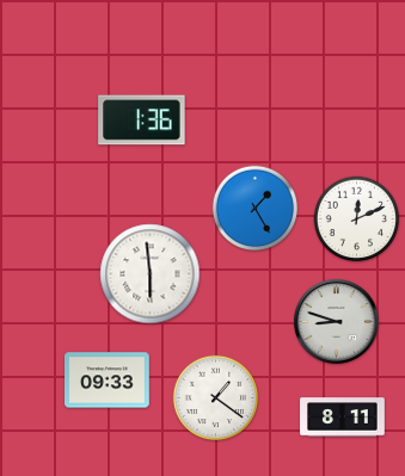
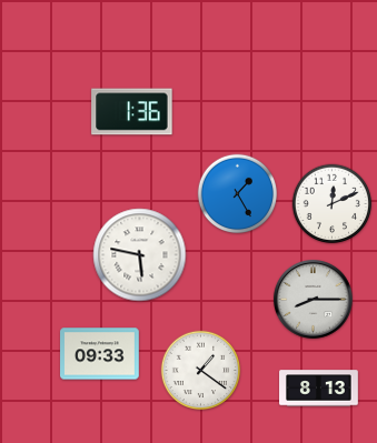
clock at (151, 274): 5:59 -> 5:47
clock at (337, 322): 8:48 -> 8:15
clock at (343, 418): 8:11 -> 8:13
